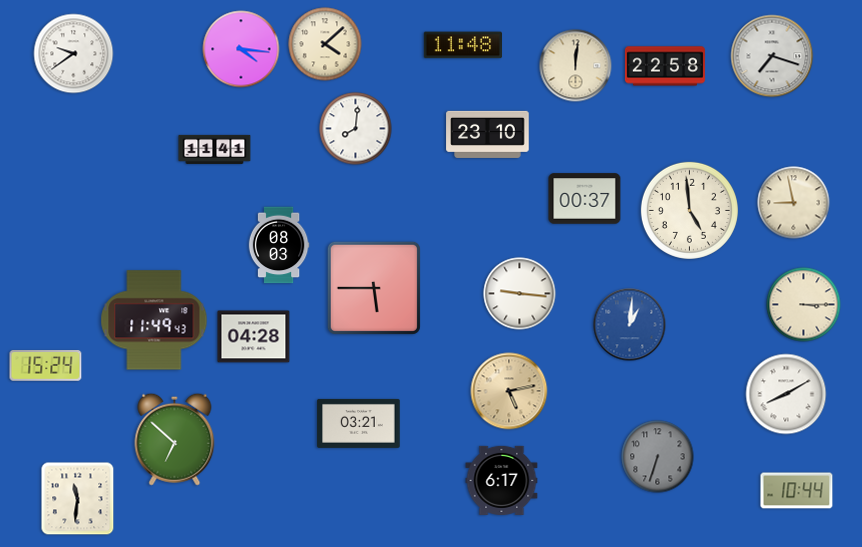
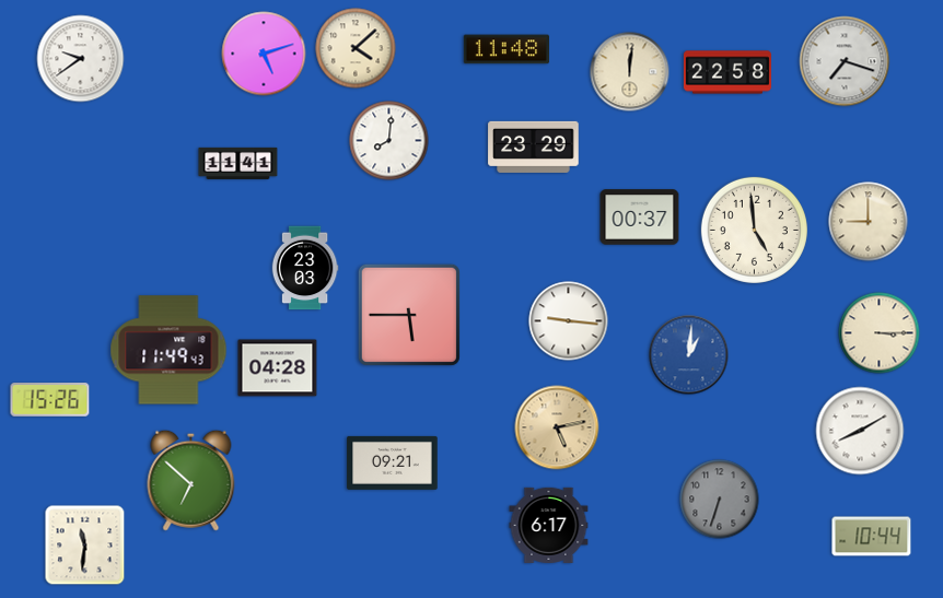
clock at (241, 49): 4:16 -> 5:12
clock at (488, 134): 23:10 -> 23:29
clock at (215, 149) position: (215, 149) -> (238, 163)
clock at (794, 203): 8:58 -> 9:00
clock at (279, 245): 08:03 -> 23:03
clock at (46, 366): 15:24 -> 15:26
clock at (359, 423): 03:21 -> 09:21
